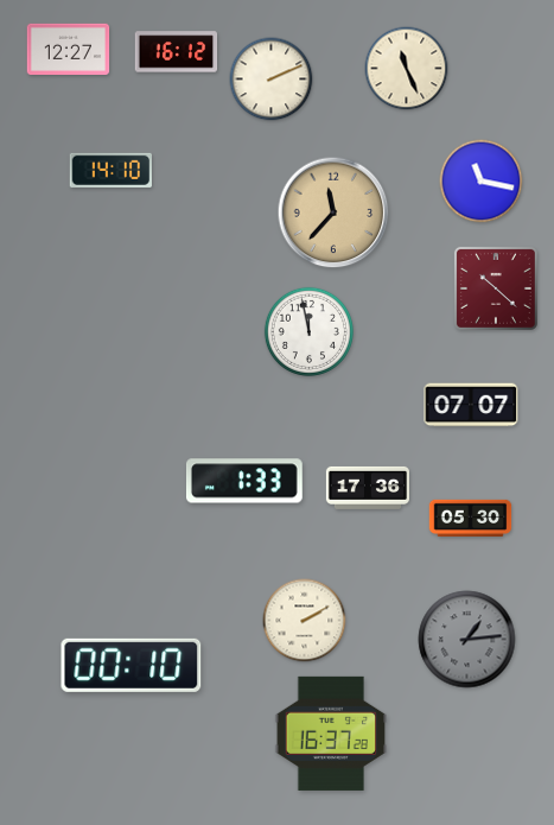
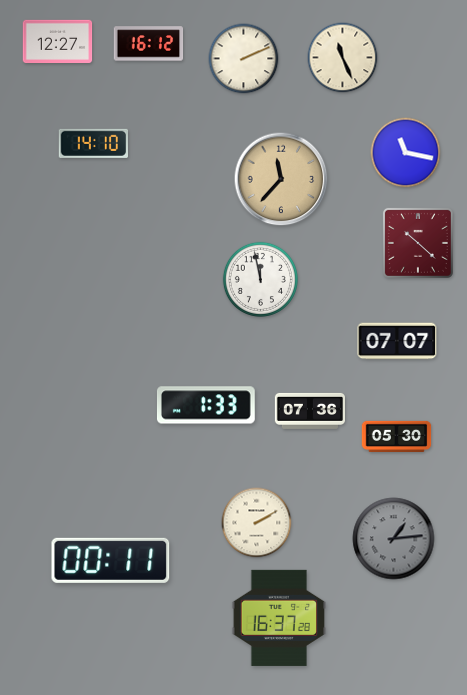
clock at (272, 80) position: (272, 80) -> (244, 59)
clock at (367, 488): 17:36 -> 07:36
clock at (132, 665): 00:10 -> 00:11
